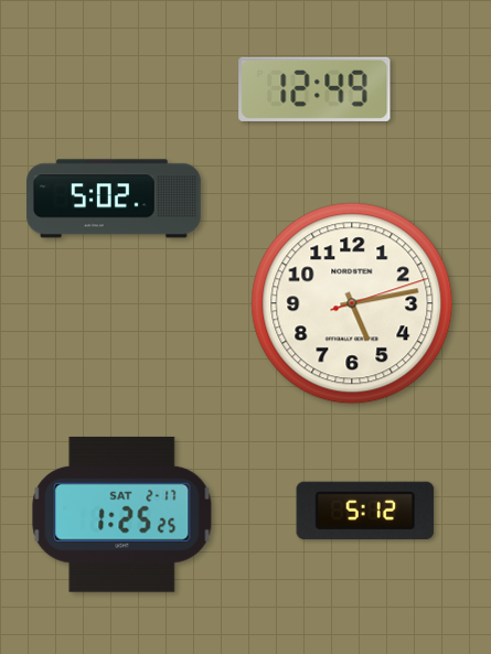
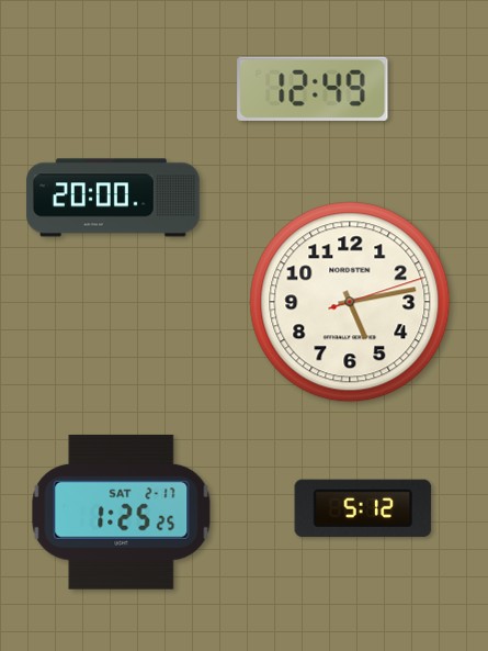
clock at (114, 199): 5:02 -> 20:00
